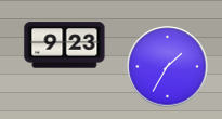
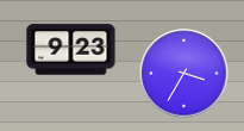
clock at (168, 67): 1:35 -> 3:35
